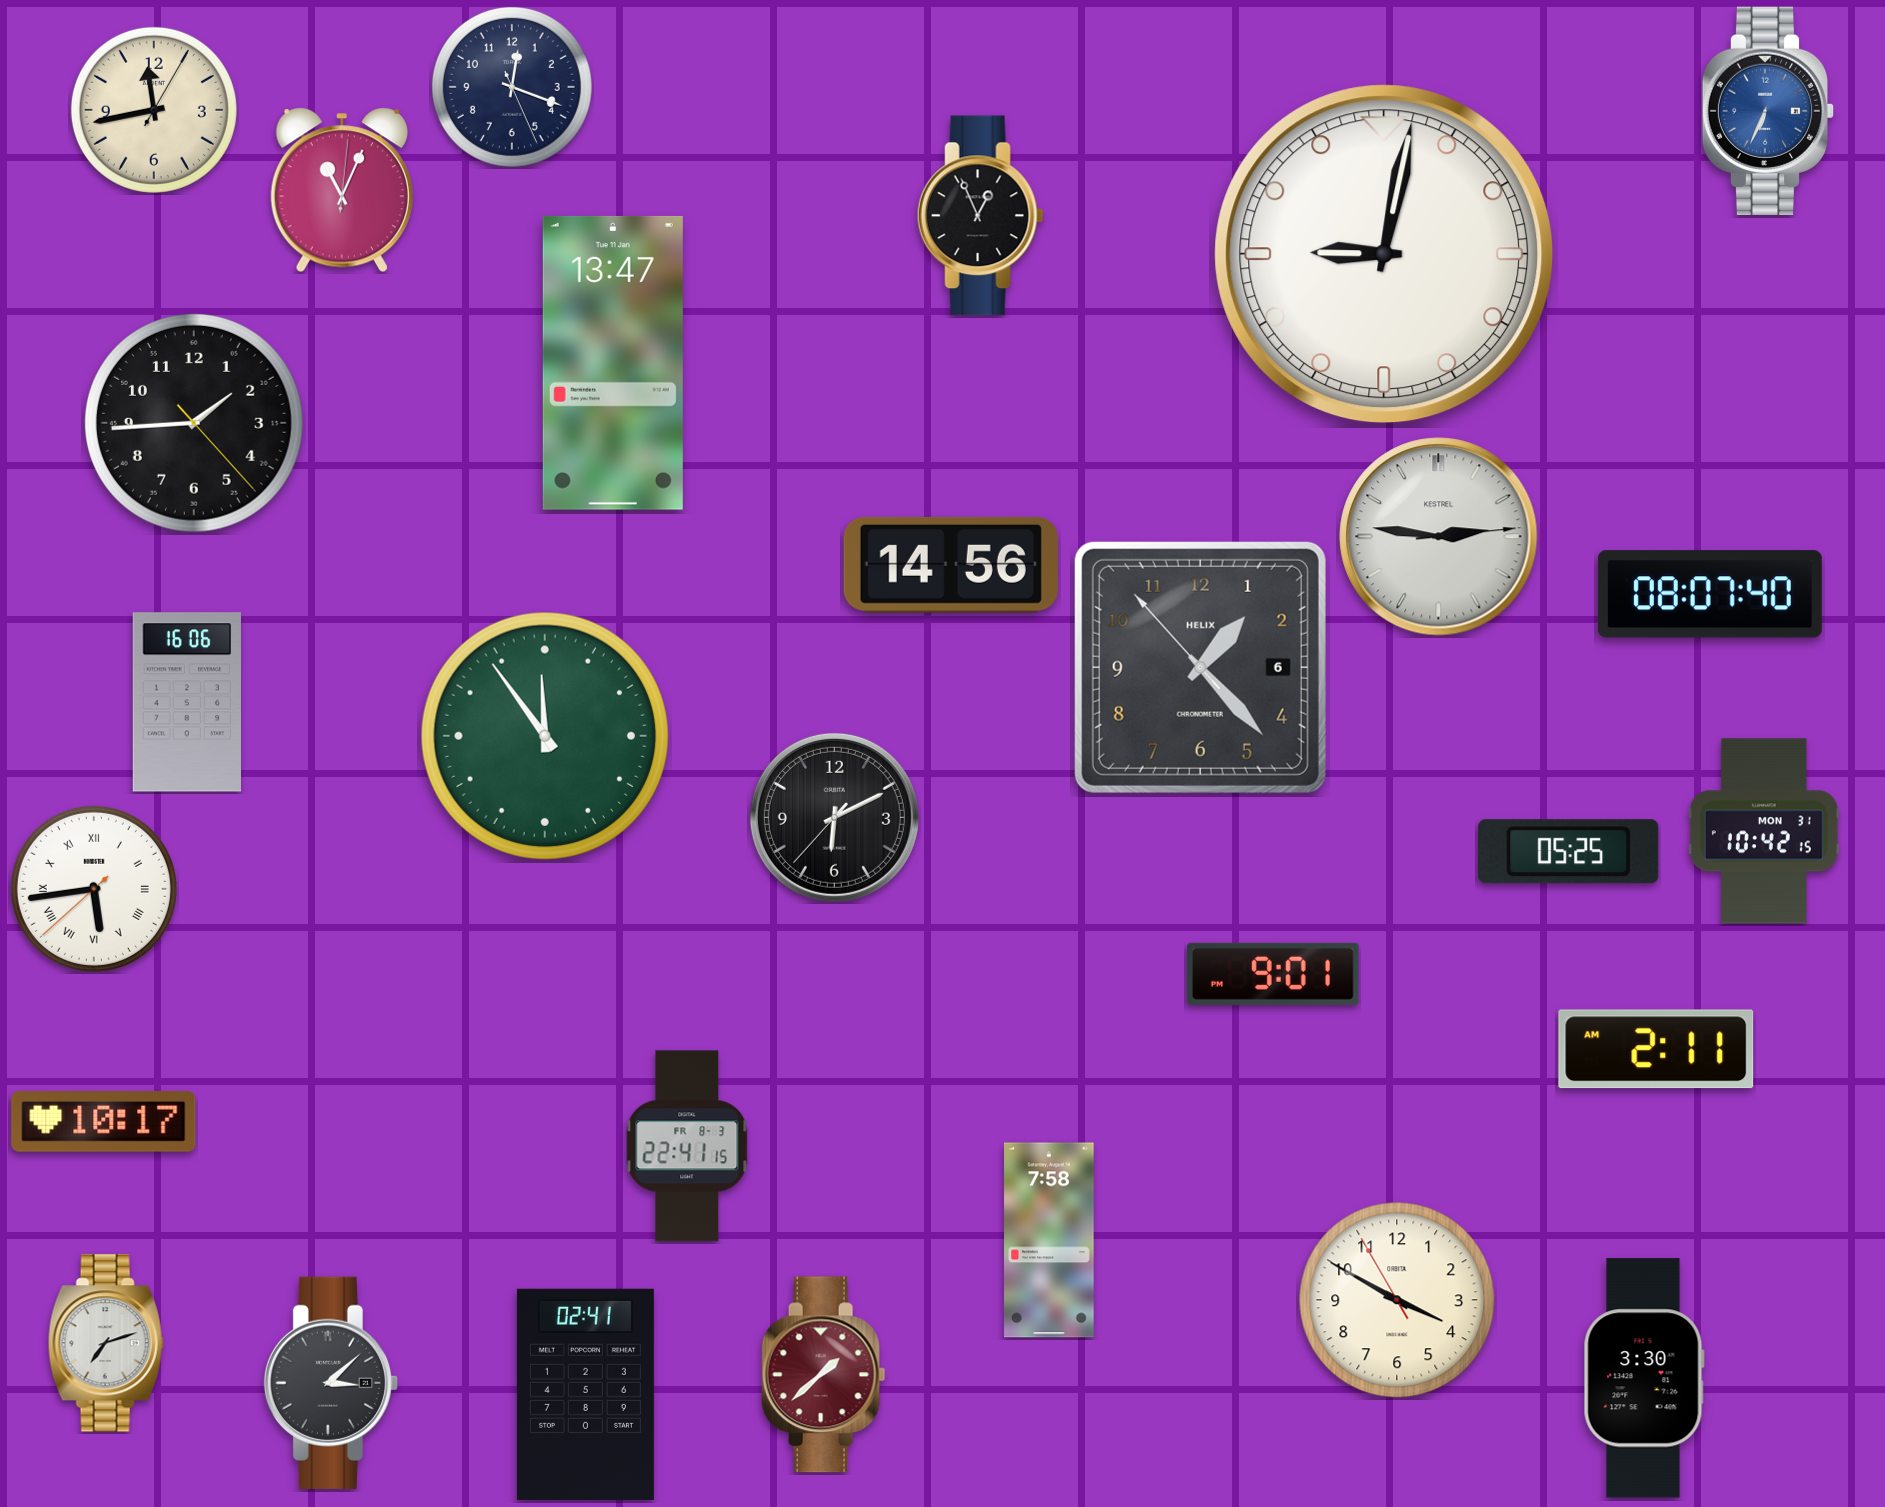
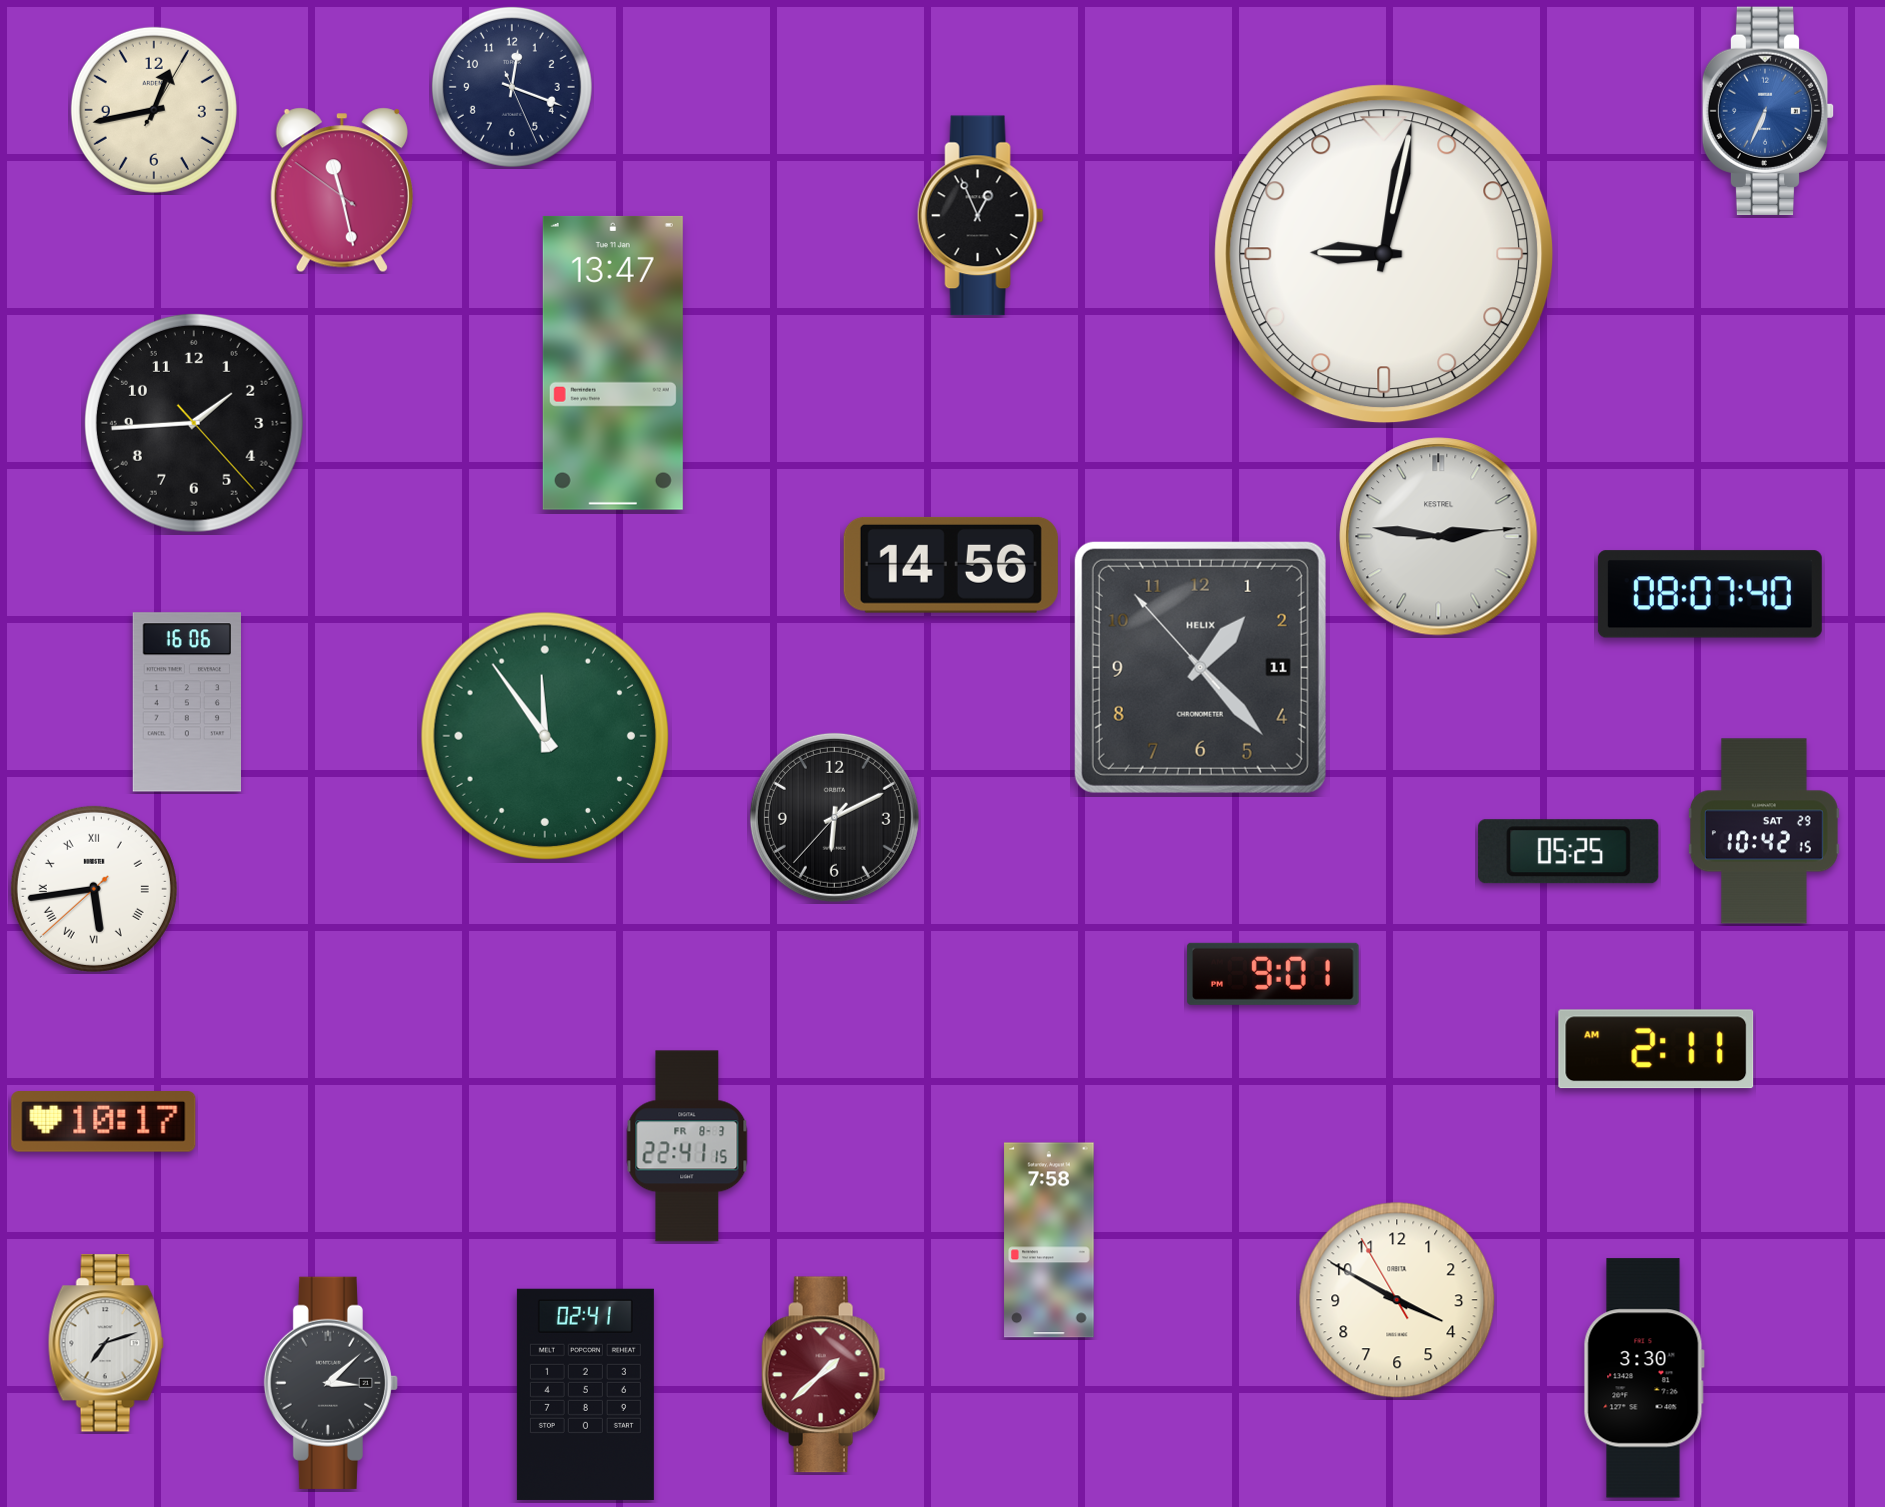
clock at (154, 110): 11:43 -> 12:43
clock at (342, 190): 11:04 -> 11:27
clock at (1200, 667) date: 6 -> 11
clock at (1764, 831) date: MON 31 -> SAT 29
